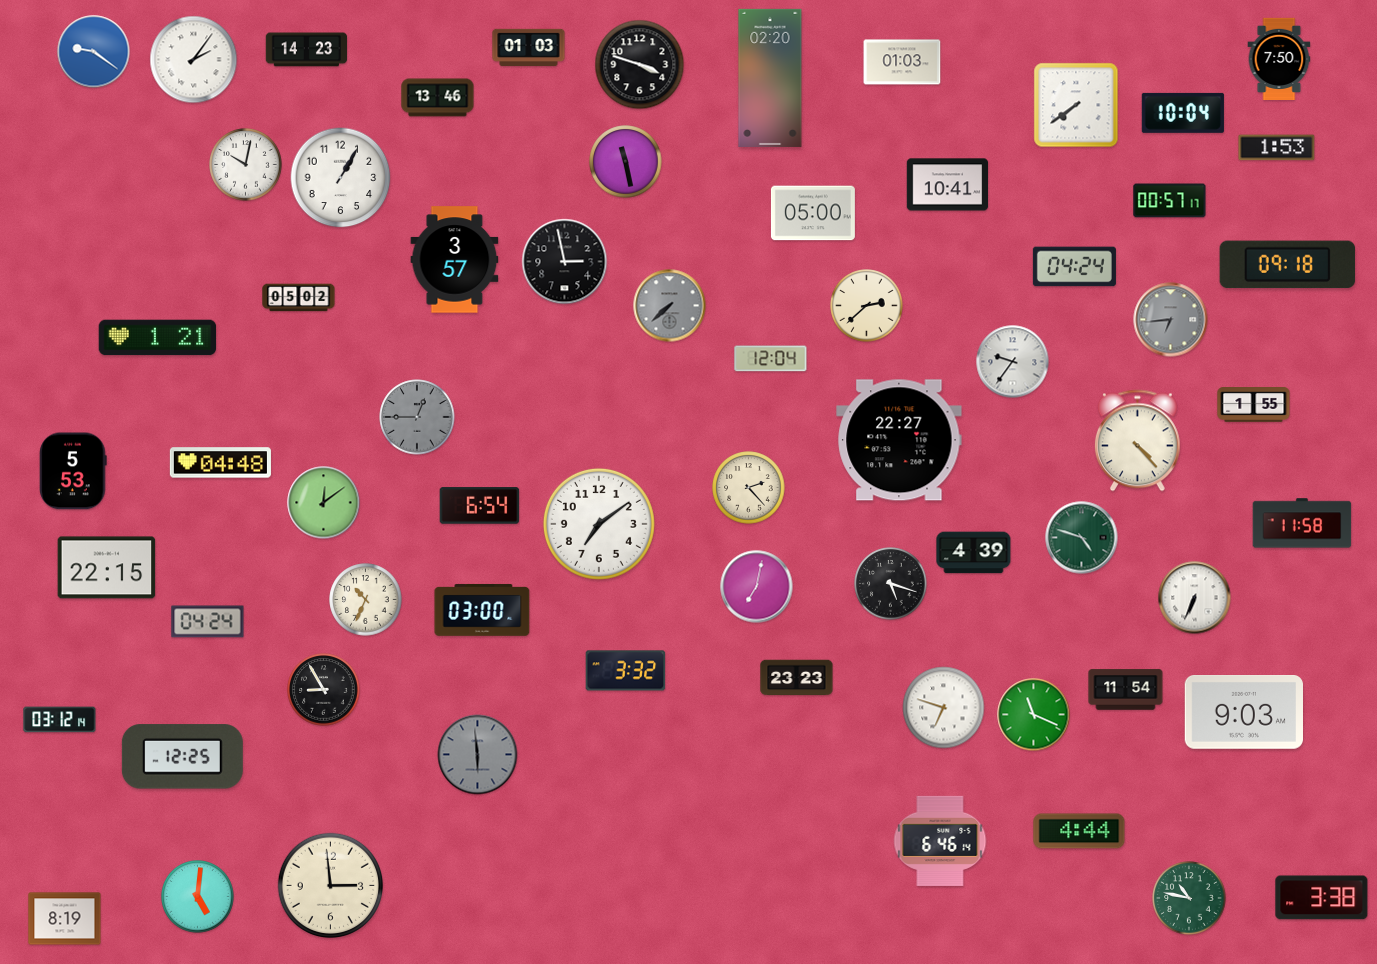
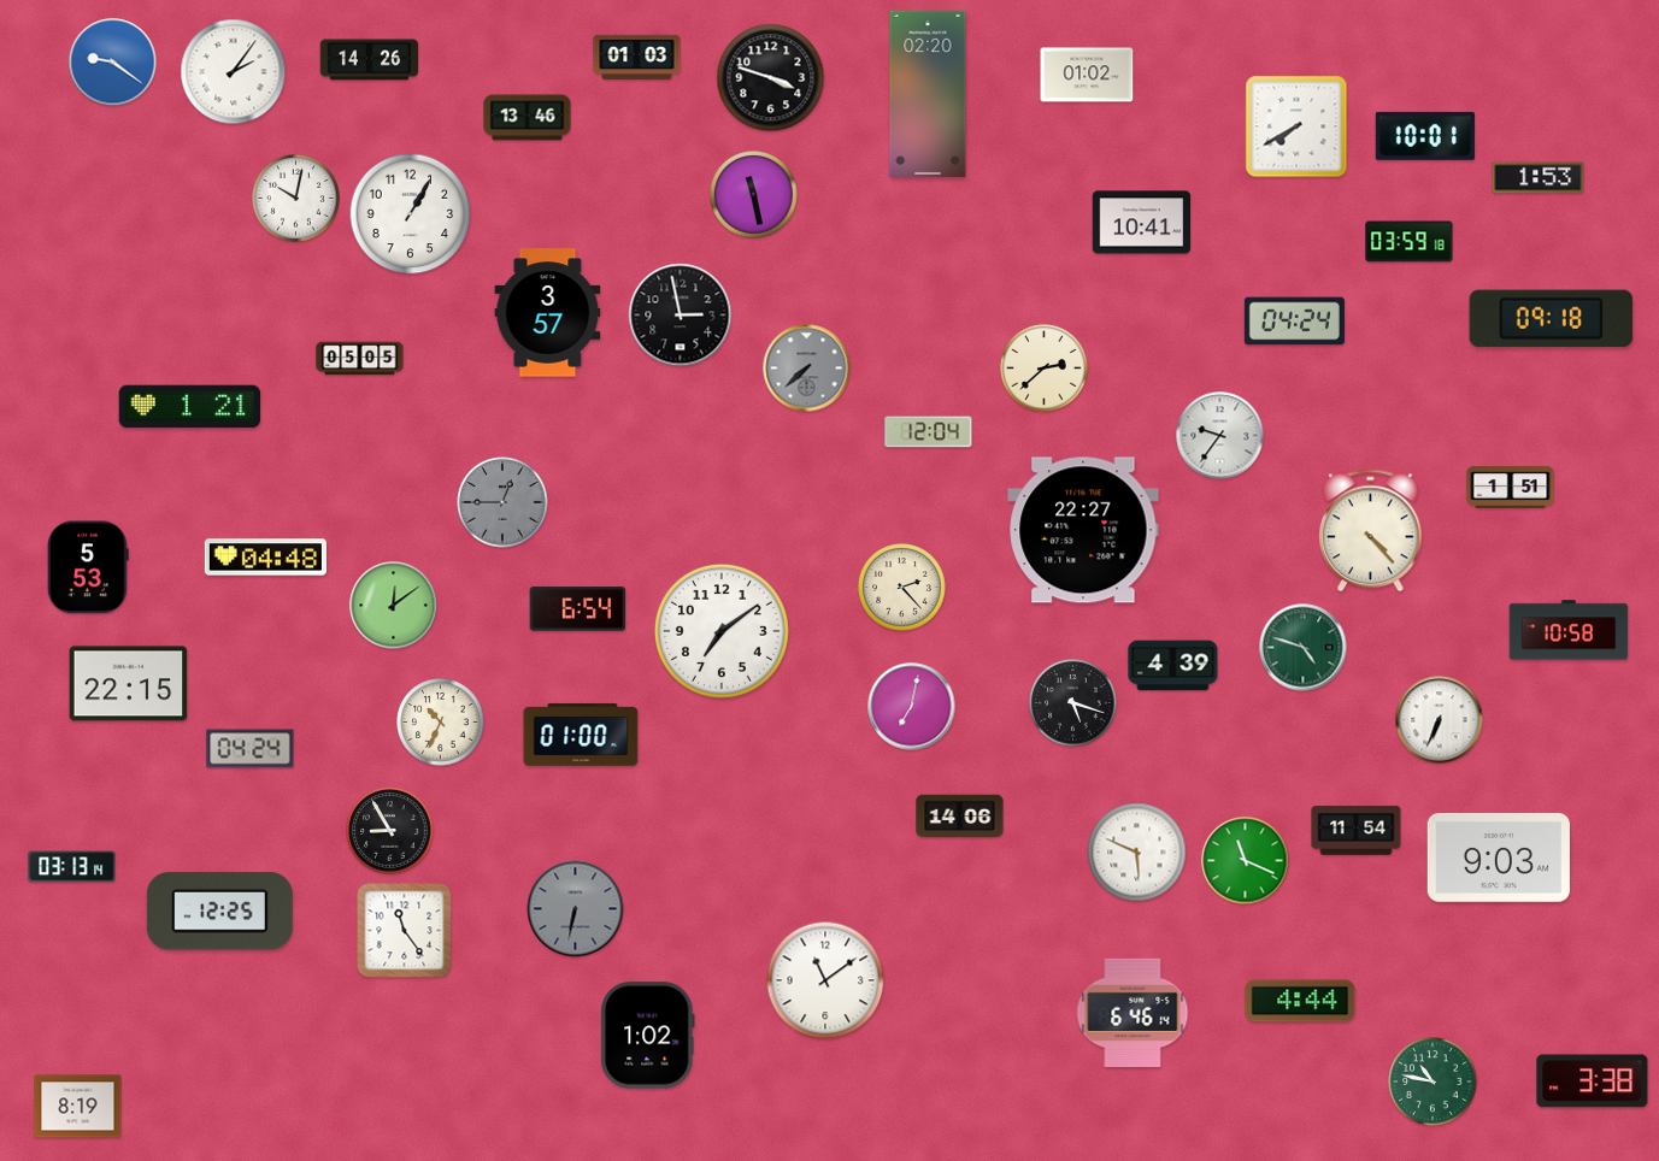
clock at (307, 50): 14:23 -> 14:26
clock at (1279, 58): 7:50 -> none
clock at (902, 62): 01:03 -> 01:02
clock at (1076, 105): 7:39 -> 7:40
clock at (1183, 113): 10:04 -> 10:01
clock at (1170, 201): 00:57 -> 03:59
clock at (813, 213): 05:00 -> none
clock at (299, 298): 05:02 -> 05:05
clock at (1171, 320): 6:44 -> none
clock at (1254, 405): 1:55 -> 1:51
clock at (324, 503) position: (324, 503) -> (394, 606)
clock at (1302, 523): 11:58 -> 10:58
clock at (482, 610): 03:00 -> 01:00
clock at (626, 671): 3:32 -> none
clock at (797, 678): 23:23 -> 14:06
clock at (944, 708): 6:48 -> 5:49
clock at (60, 720): 03:12 -> 03:13
clock at (478, 755): 5:59 -> 6:32
clock at (405, 931): none -> 11:24
clock at (825, 980): none -> 11:09
clock at (648, 1036): none -> 1:02
clock at (330, 885): 2:59 -> none
clock at (198, 897): 5:01 -> none
